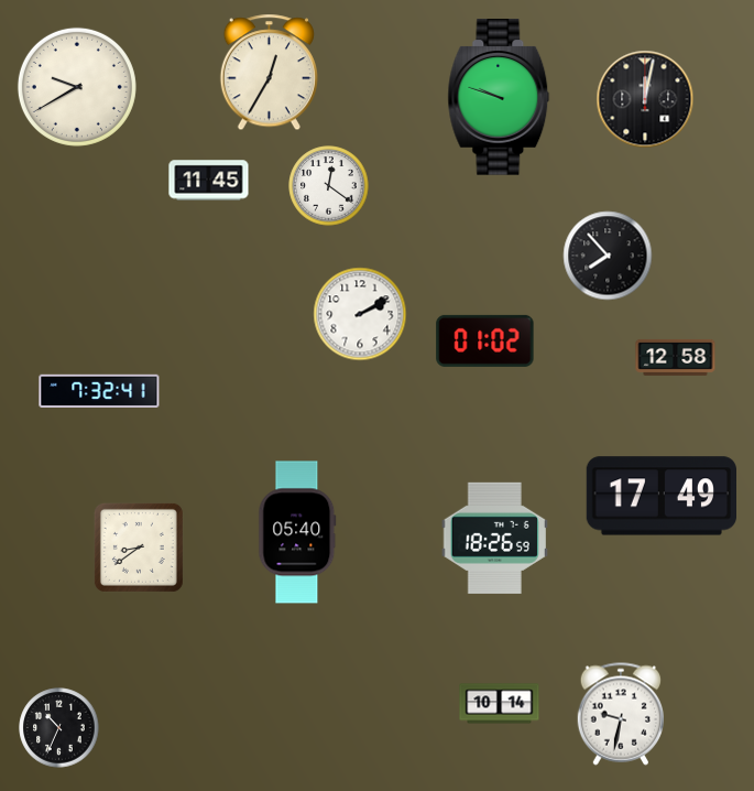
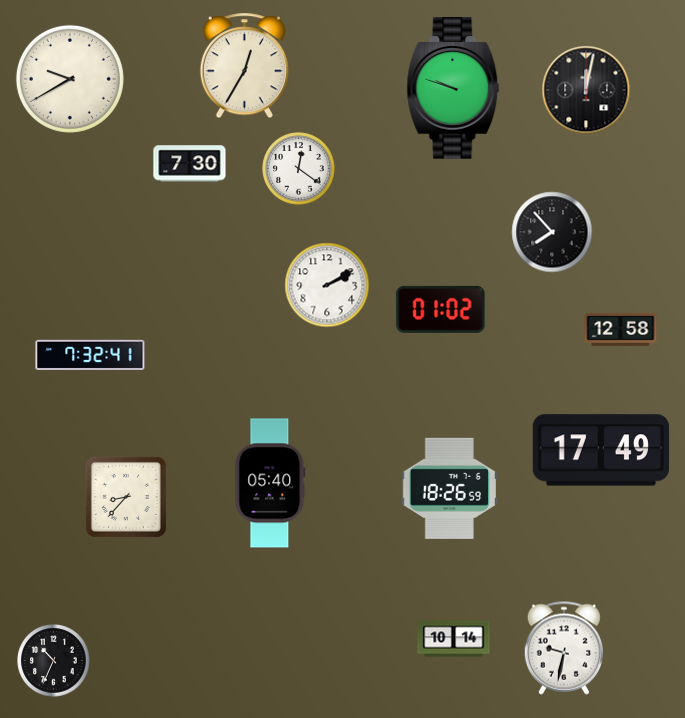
clock at (209, 181): 11:45 -> 7:30
clock at (676, 357) position: (676, 357) -> (621, 329)
clock at (139, 548): 8:39 -> 8:37
